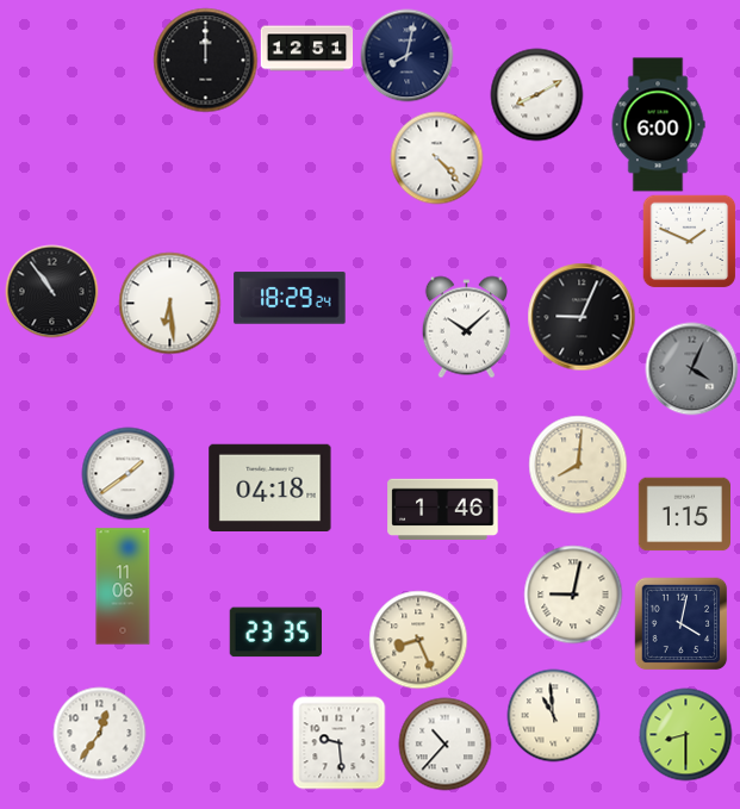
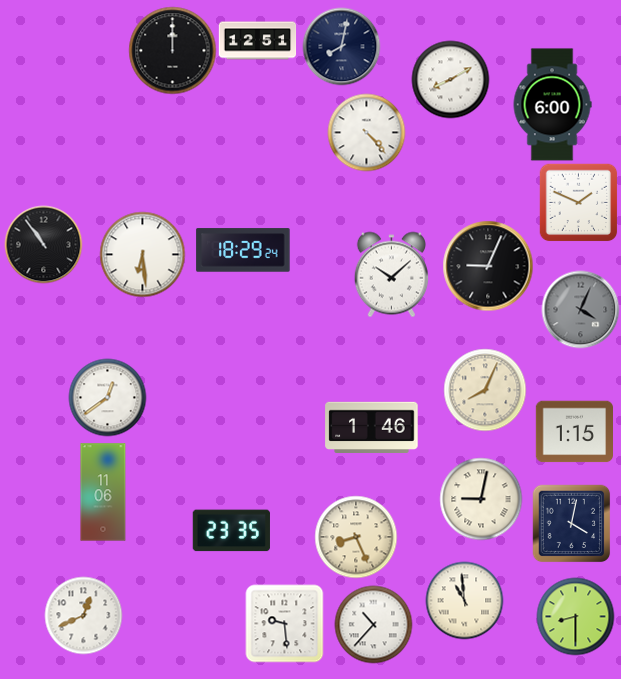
clock at (578, 465): 8:01 -> 8:04
clock at (128, 473): 1:39 -> 12:39
clock at (270, 487): 04:18 -> none
clock at (418, 640) position: (418, 640) -> (356, 537)
clock at (99, 733): 12:36 -> 12:41
